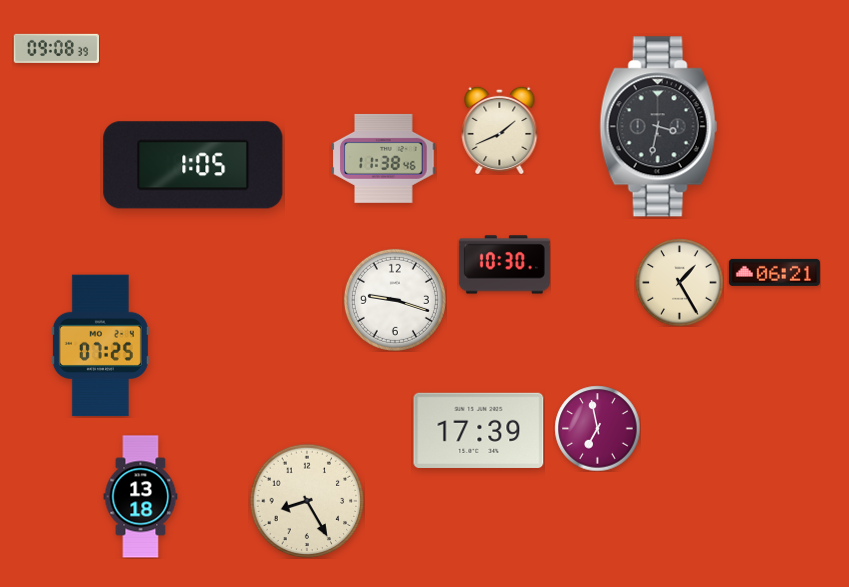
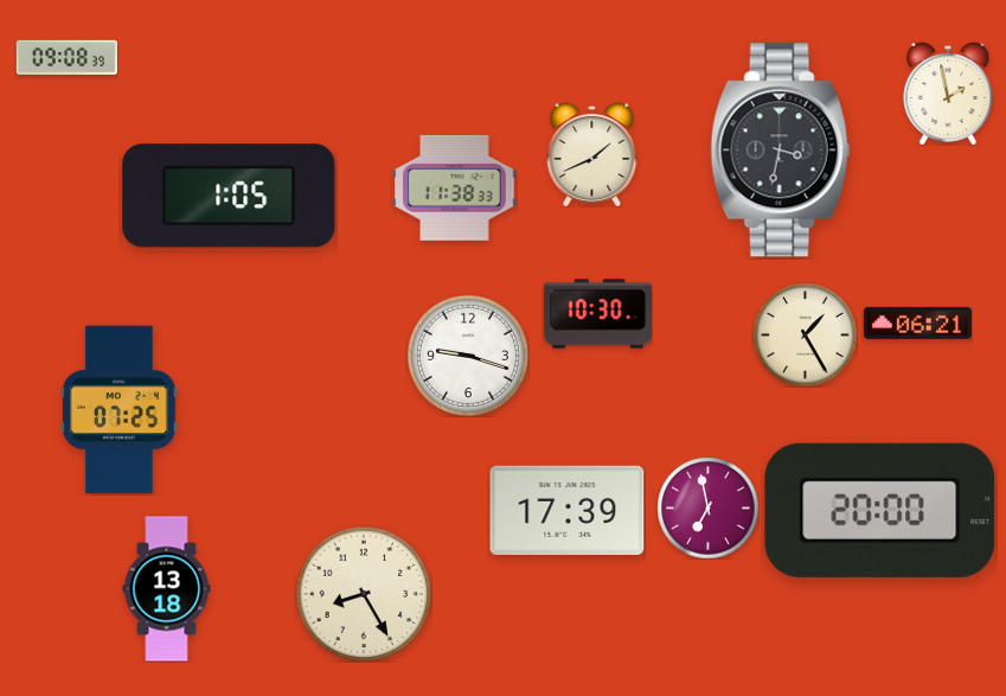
clock at (948, 94): none -> 1:58
clock at (384, 158): 11:38:46 -> 11:38:33
clock at (880, 510): none -> 20:00
